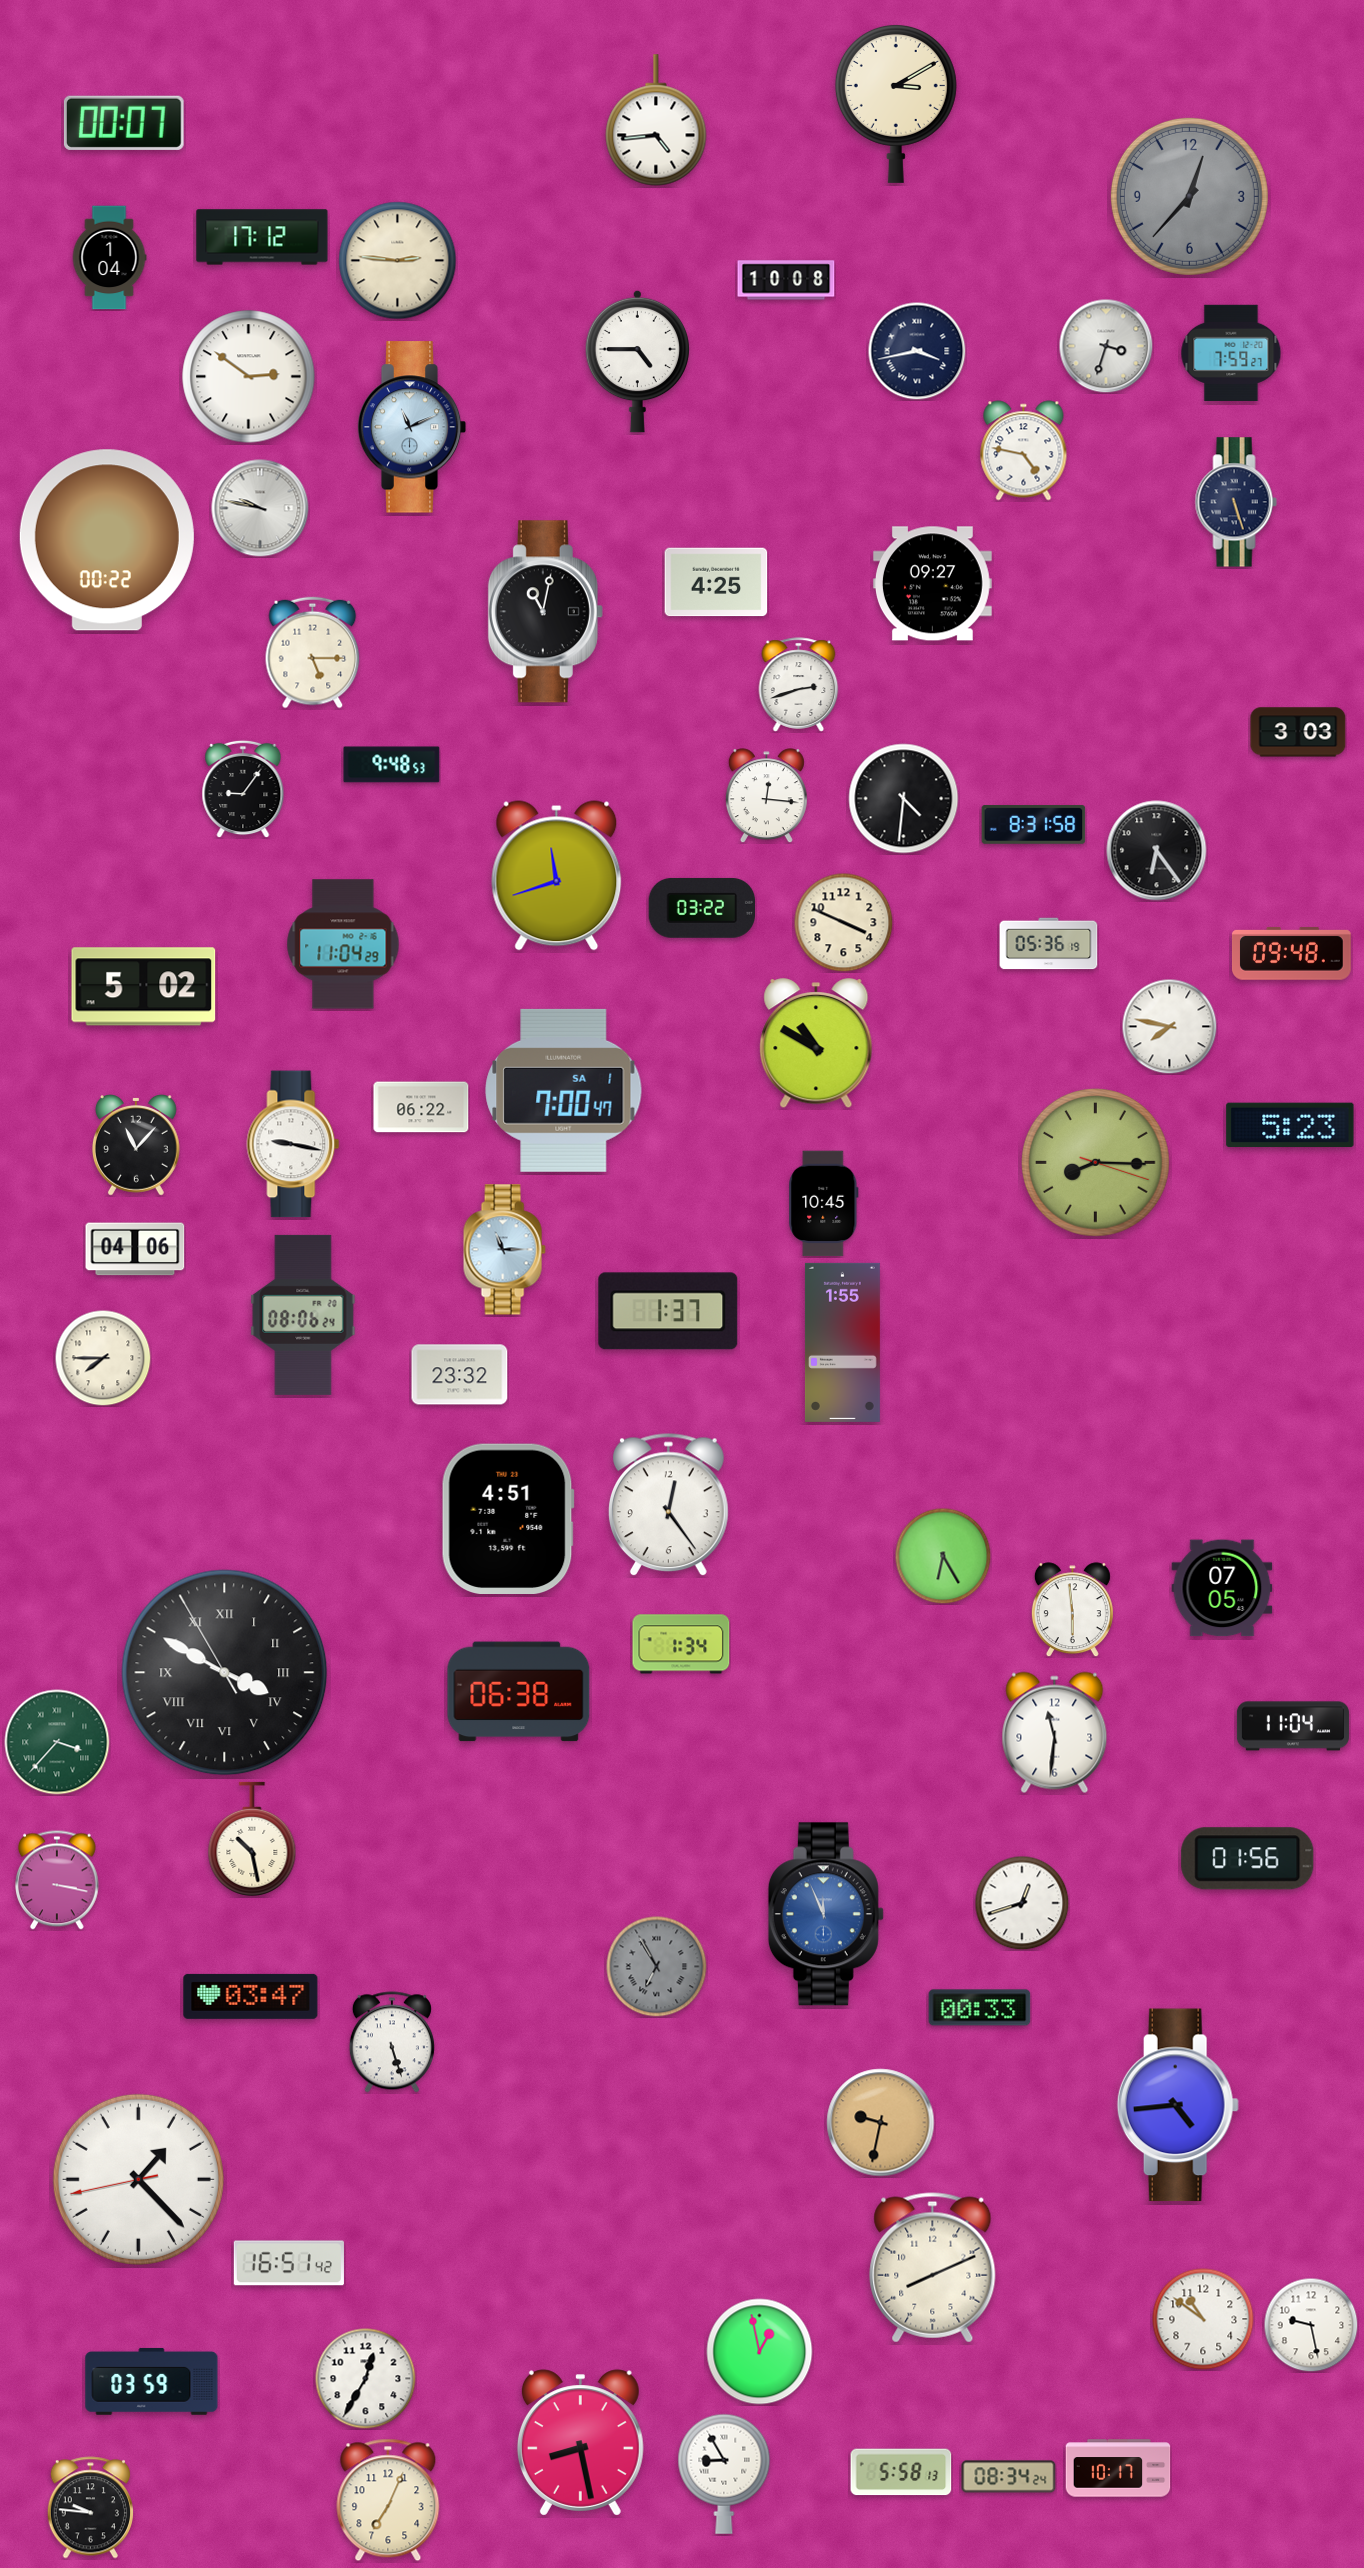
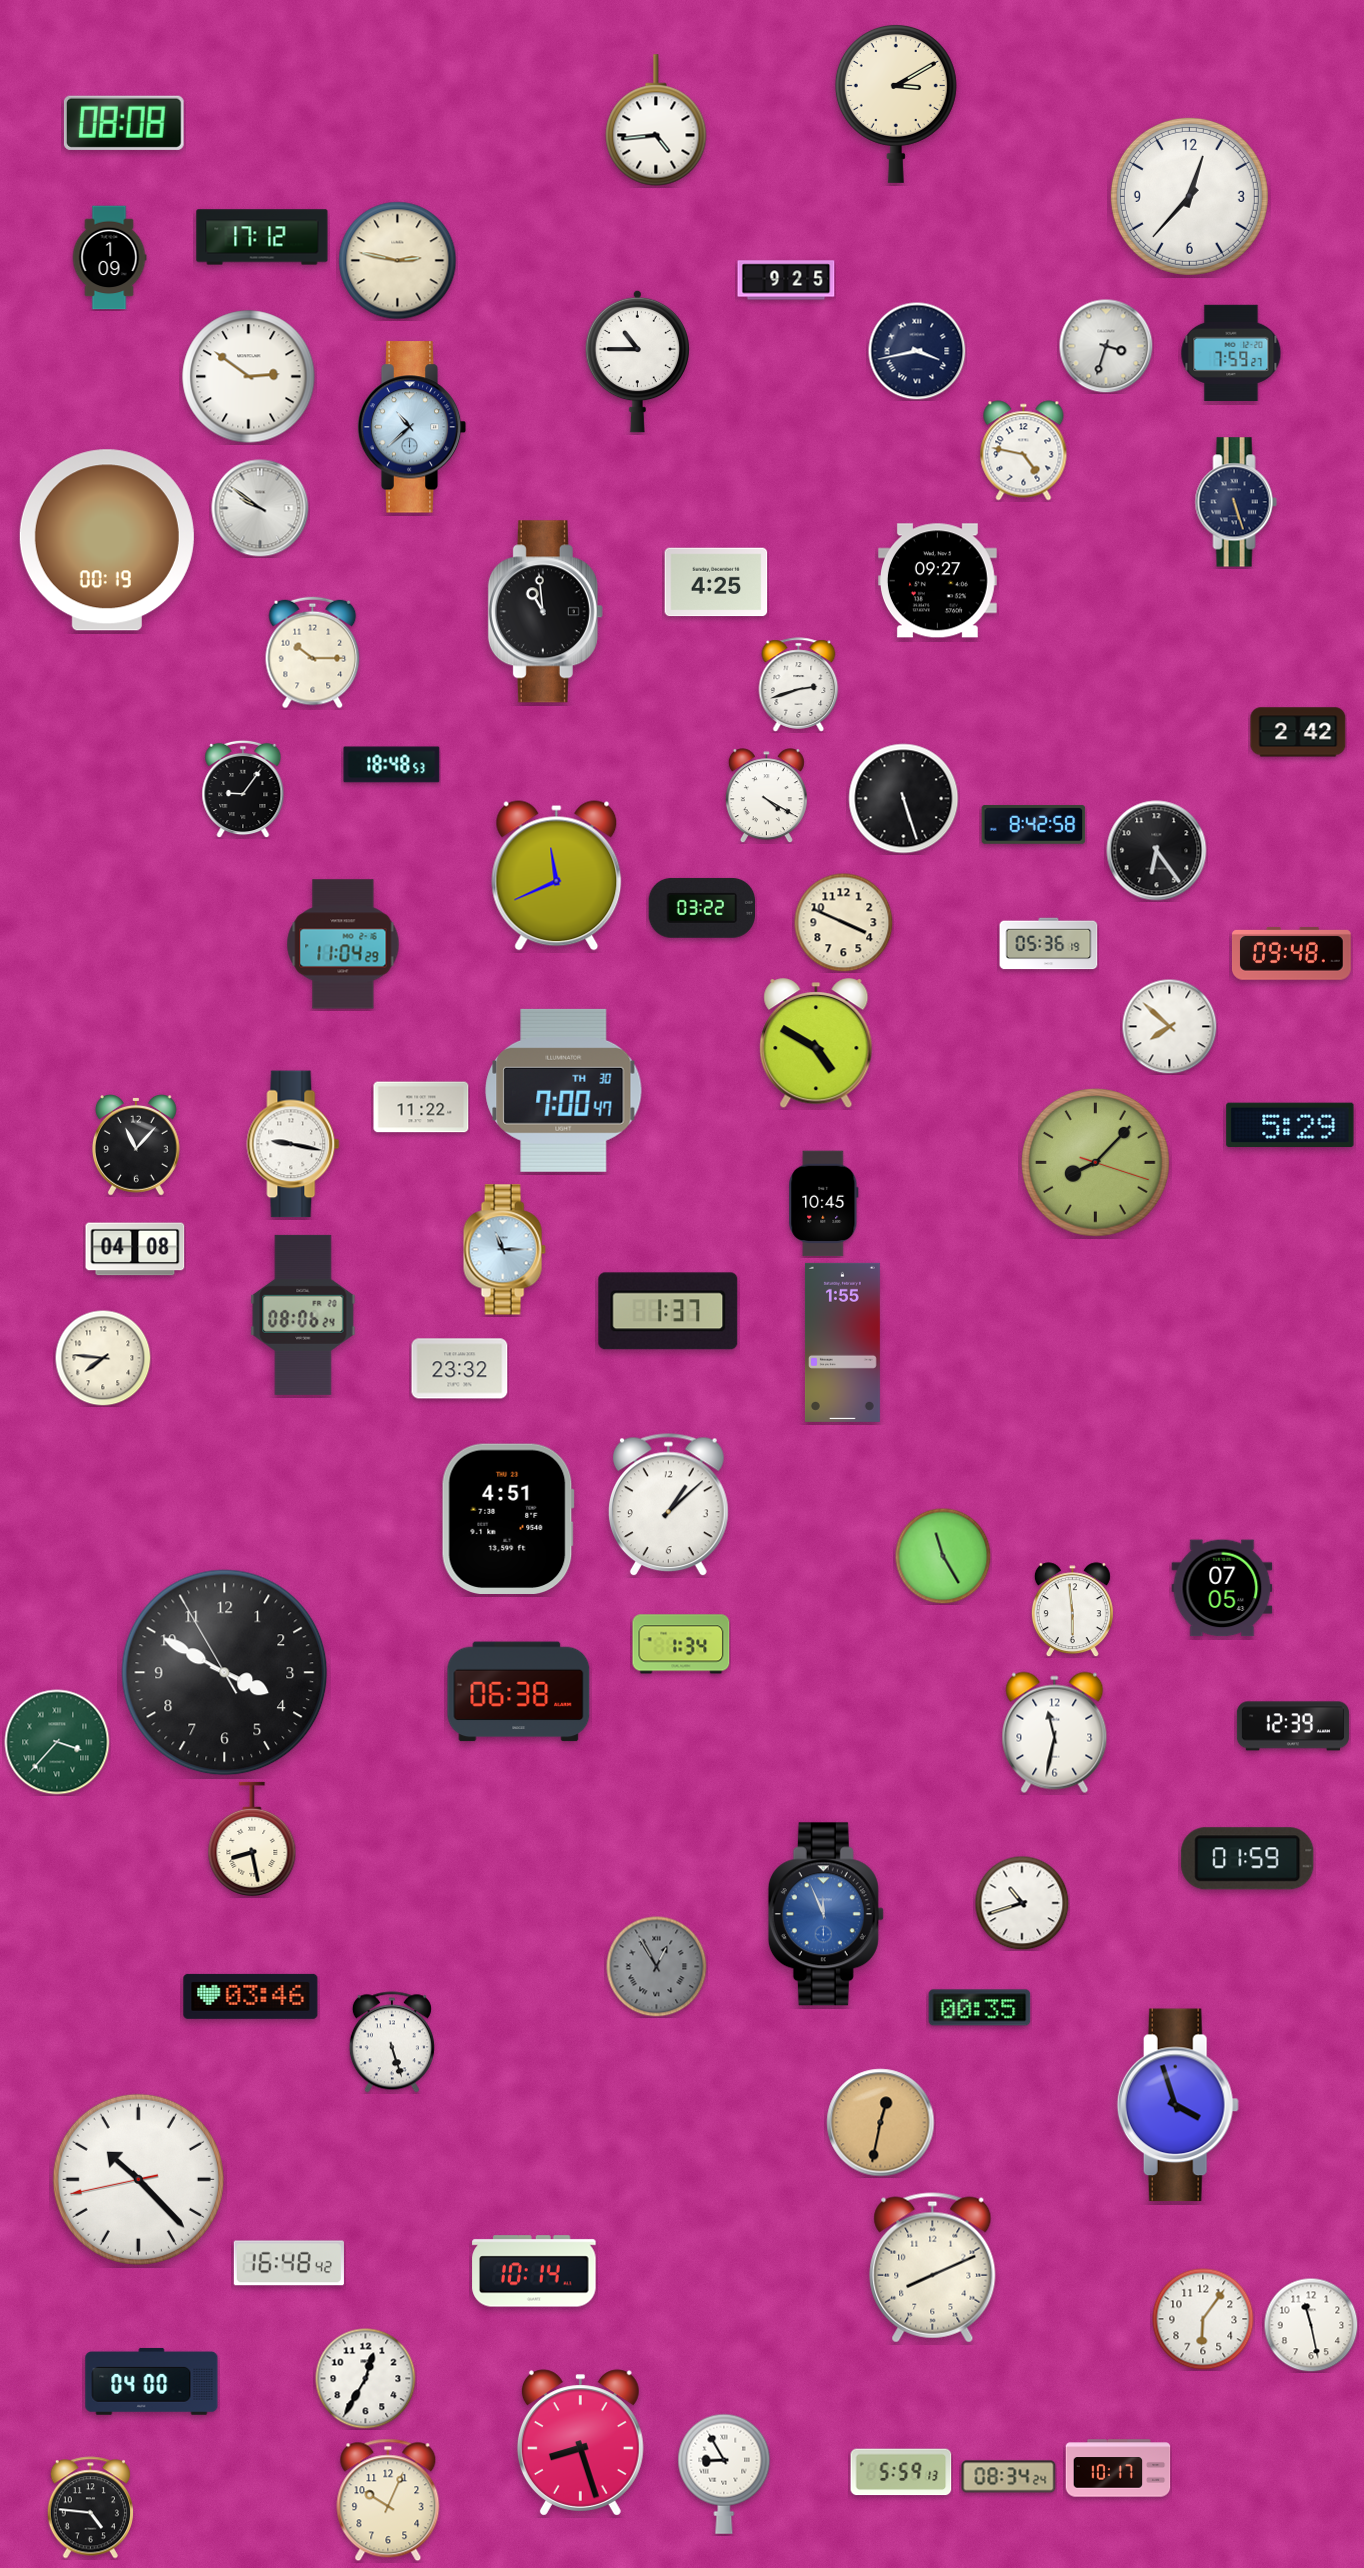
clock at (124, 123): 00:07 -> 08:08
clock at (1189, 196) dial: grey -> white
clock at (109, 258): 1:04 -> 1:09
clock at (398, 261): 2:46 -> 2:47
clock at (786, 280): 10:08 -> 9:25
clock at (638, 361): 4:45 -> 10:45
clock at (412, 427): 11:11 -> 10:38
clock at (260, 508): 9:47 -> 9:51
clock at (107, 540): 00:22 -> 00:19
clock at (932, 584) position: (932, 584) -> (937, 581)
clock at (545, 612): 11:02 -> 10:59
clock at (313, 653): 5:15 -> 10:15
clock at (1298, 732): 3:03 -> 2:42
clock at (392, 765): 9:48 -> 18:48
clock at (766, 796): 12:16 -> 4:20
clock at (904, 799): 4:31 -> 5:27
clock at (1034, 825): 8:31 -> 8:42
clock at (557, 876): 11:42 -> 11:41
clock at (144, 987): 5:02 -> none
clock at (1169, 1026): 7:47 -> 7:52
clock at (816, 1044): 10:50 -> 4:50
clock at (564, 1090) date: SA 1 -> TH 30
clock at (421, 1107): 06:22 -> 11:22
clock at (1290, 1125): 5:23 -> 5:29
clock at (1096, 1163): 8:15 -> 8:07
clock at (135, 1249): 04:06 -> 04:08
clock at (103, 1358): 7:45 -> 7:46
clock at (460, 1375) position: (460, 1375) -> (460, 1369)
clock at (668, 1505): 12:24 -> 1:08
clock at (943, 1556): 6:25 -> 11:25
clock at (225, 1673) numerals: Roman -> Arabic
clock at (1293, 1726): 11:04 -> 12:39
clock at (1055, 1733): 11:31 -> 11:32
clock at (252, 1839): 10:28 -> 8:28
clock at (1248, 1859): 01:56 -> 01:59
clock at (58, 1880): 3:17 -> none
clock at (1022, 1903): 12:42 -> 10:42
clock at (657, 1967): 6:55 -> 12:55
clock at (251, 1996): 03:47 -> 03:46
clock at (980, 2008): 00:33 -> 00:35
clock at (1178, 2105): 4:44 -> 3:57
clock at (881, 2123): 9:32 -> 12:32
clock at (138, 2179): 1:22 -> 10:22
clock at (289, 2263): 16:51 -> 16:48
clock at (534, 2271): none -> 10:14
clock at (1203, 2319): 10:51 -> 6:06
clock at (1311, 2325): 9:28 -> 11:28
clock at (760, 2352): 12:58 -> none
clock at (152, 2381): 03:59 -> 04:00
clock at (580, 2443): 8:28 -> 8:27
clock at (901, 2472): 5:58 -> 5:59
clock at (388, 2500): 7:04 -> 10:04
clock at (90, 2508): 9:46 -> 4:46
